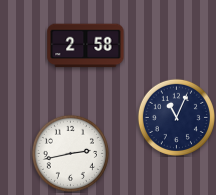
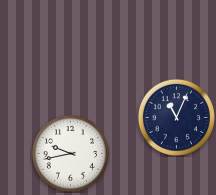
clock at (86, 46): 2:58 -> none
clock at (70, 153): 2:43 -> 9:43
